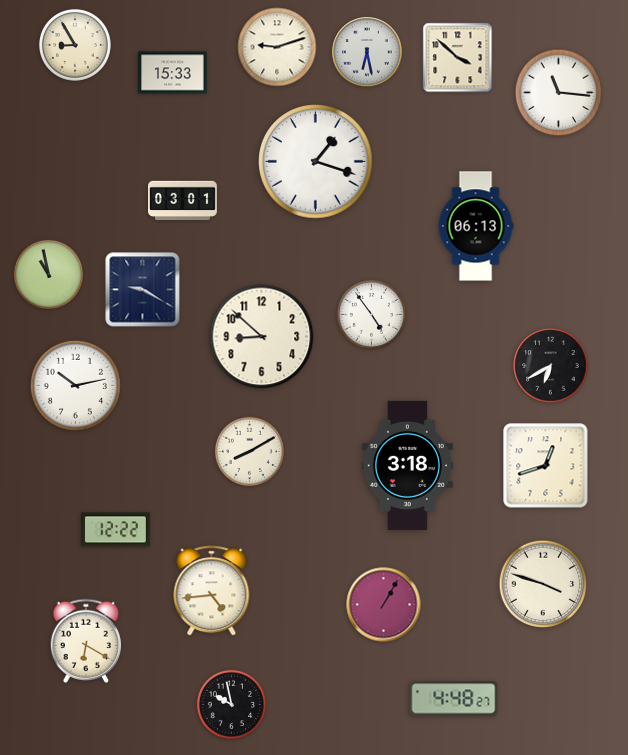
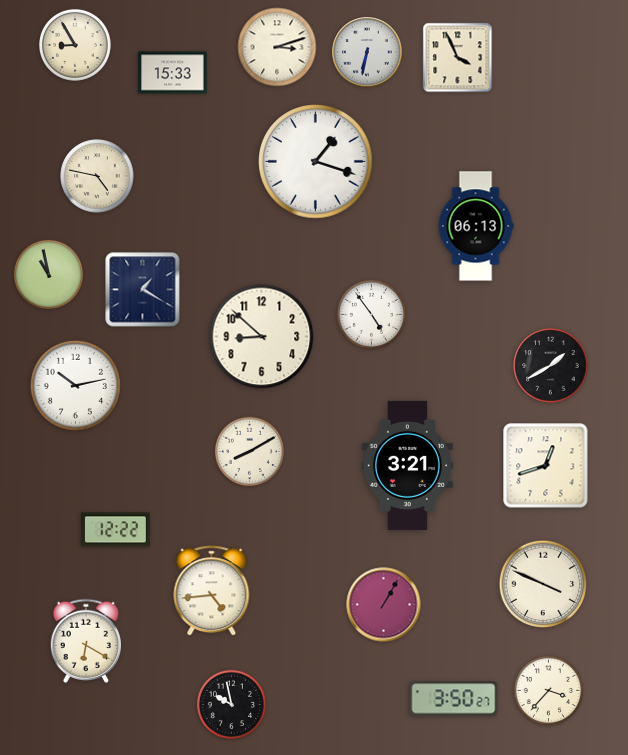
clock at (277, 47): 9:12 -> 3:12
clock at (367, 52): 6:28 -> 6:32
clock at (458, 58): 3:52 -> 3:56
clock at (559, 93): 11:16 -> none
clock at (97, 176): none -> 4:47
clock at (183, 201): 03:01 -> none
clock at (143, 290): 9:20 -> 1:20
clock at (551, 366): 6:40 -> 1:40
clock at (407, 465): 3:18 -> 3:21
clock at (543, 584): 3:48 -> 3:49
clock at (548, 690): none -> 3:37
clock at (454, 699): 4:48 -> 3:50
